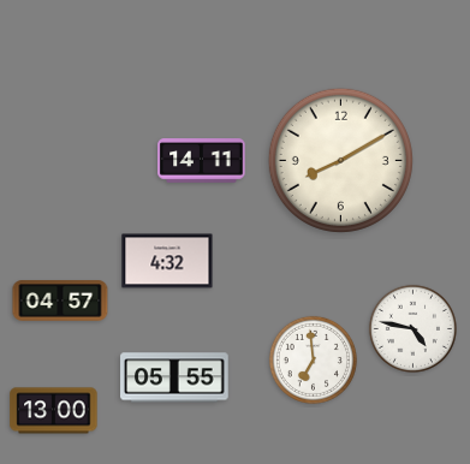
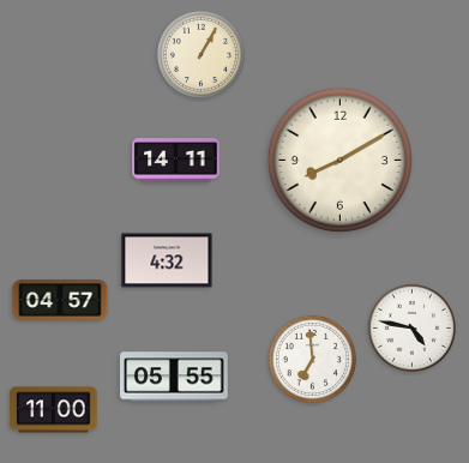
clock at (200, 54): none -> 1:05
clock at (202, 161) position: (202, 161) -> (176, 161)
clock at (54, 411): 13:00 -> 11:00
